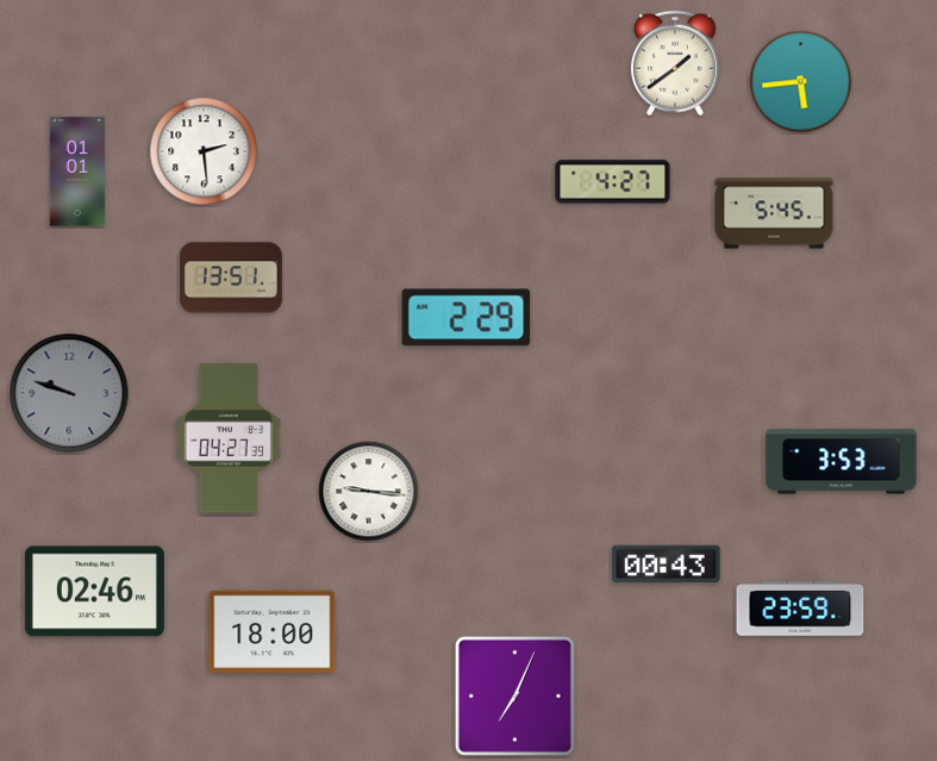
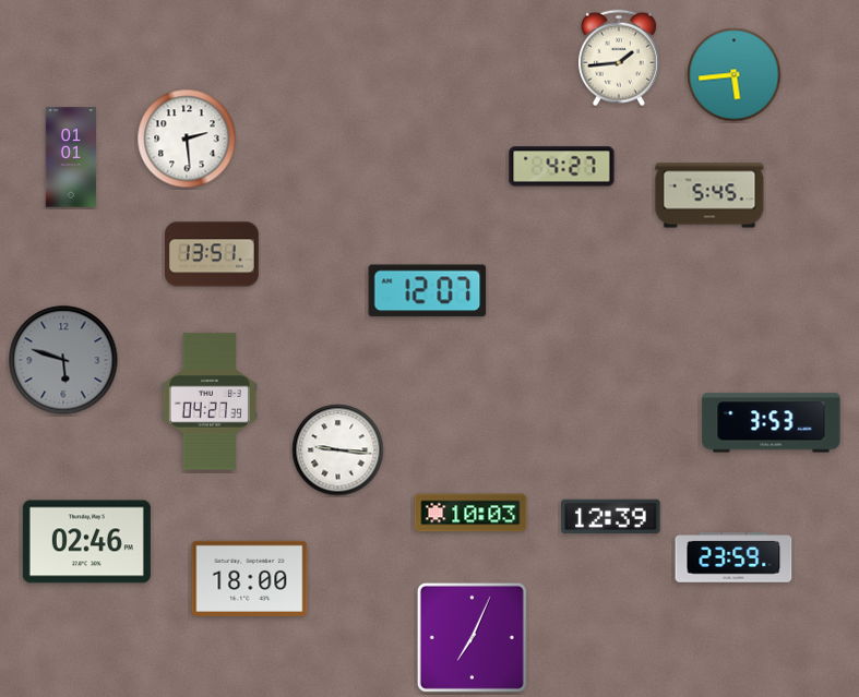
clock at (675, 63): 1:39 -> 1:44
clock at (467, 318): 2:29 -> 12:07
clock at (69, 393): 9:48 -> 5:48
clock at (470, 513): none -> 10:03
clock at (667, 563): 00:43 -> 12:39
